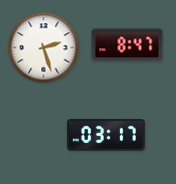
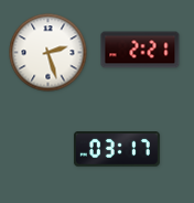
clock at (127, 45): 8:47 -> 2:21
